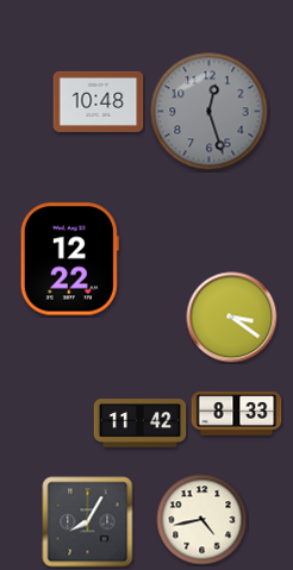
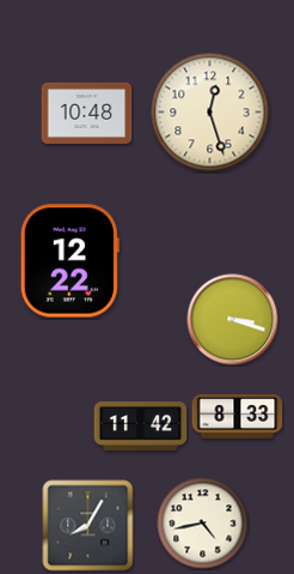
clock at (99, 101) position: (99, 101) -> (87, 113)
clock at (210, 112) dial: grey -> cream
clock at (232, 318): 3:21 -> 3:18
